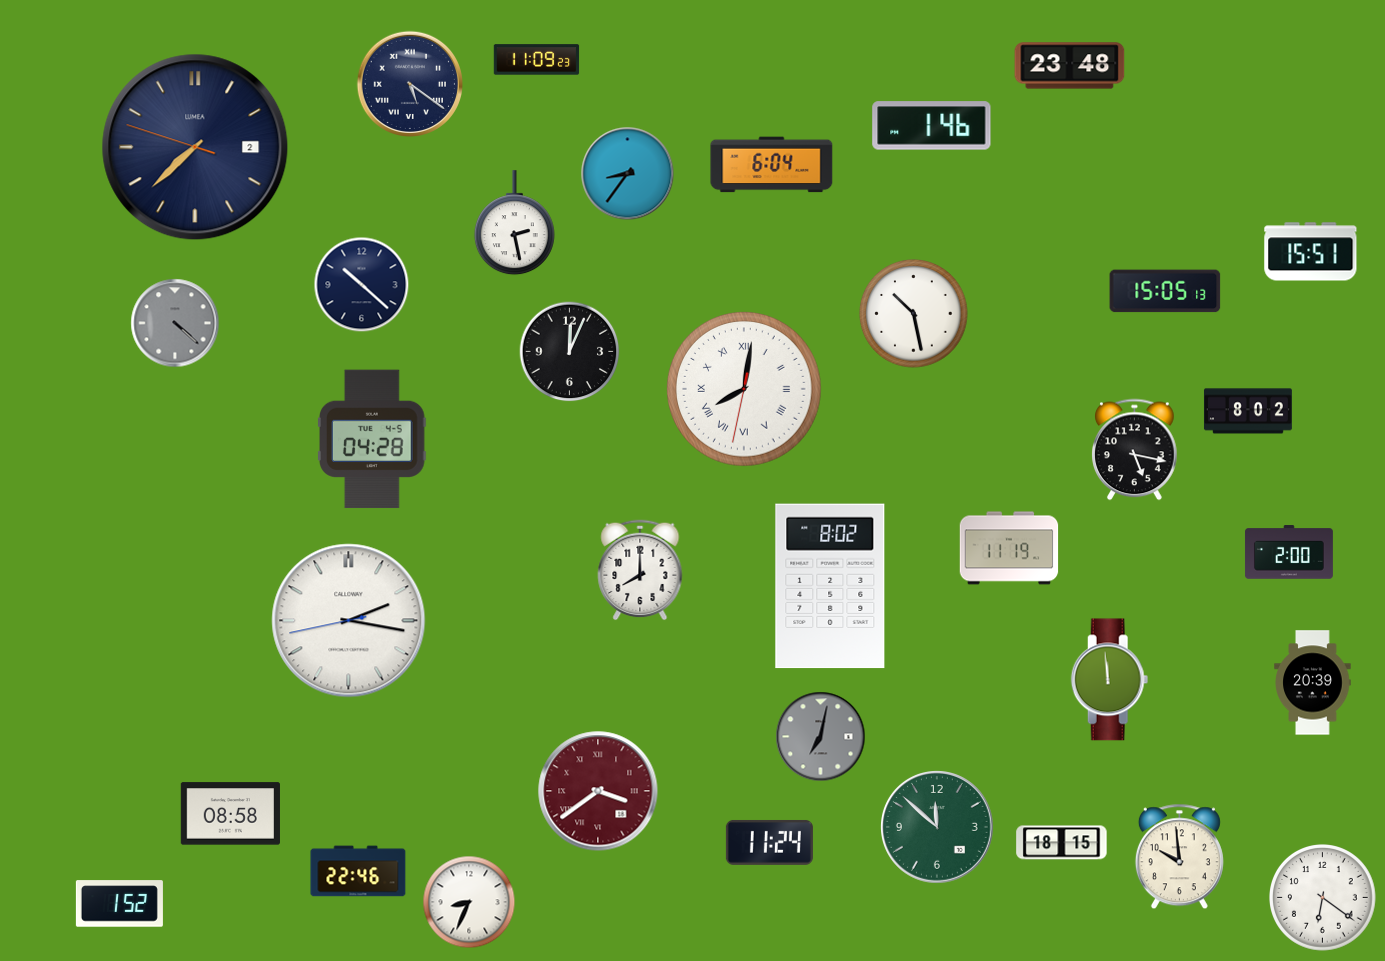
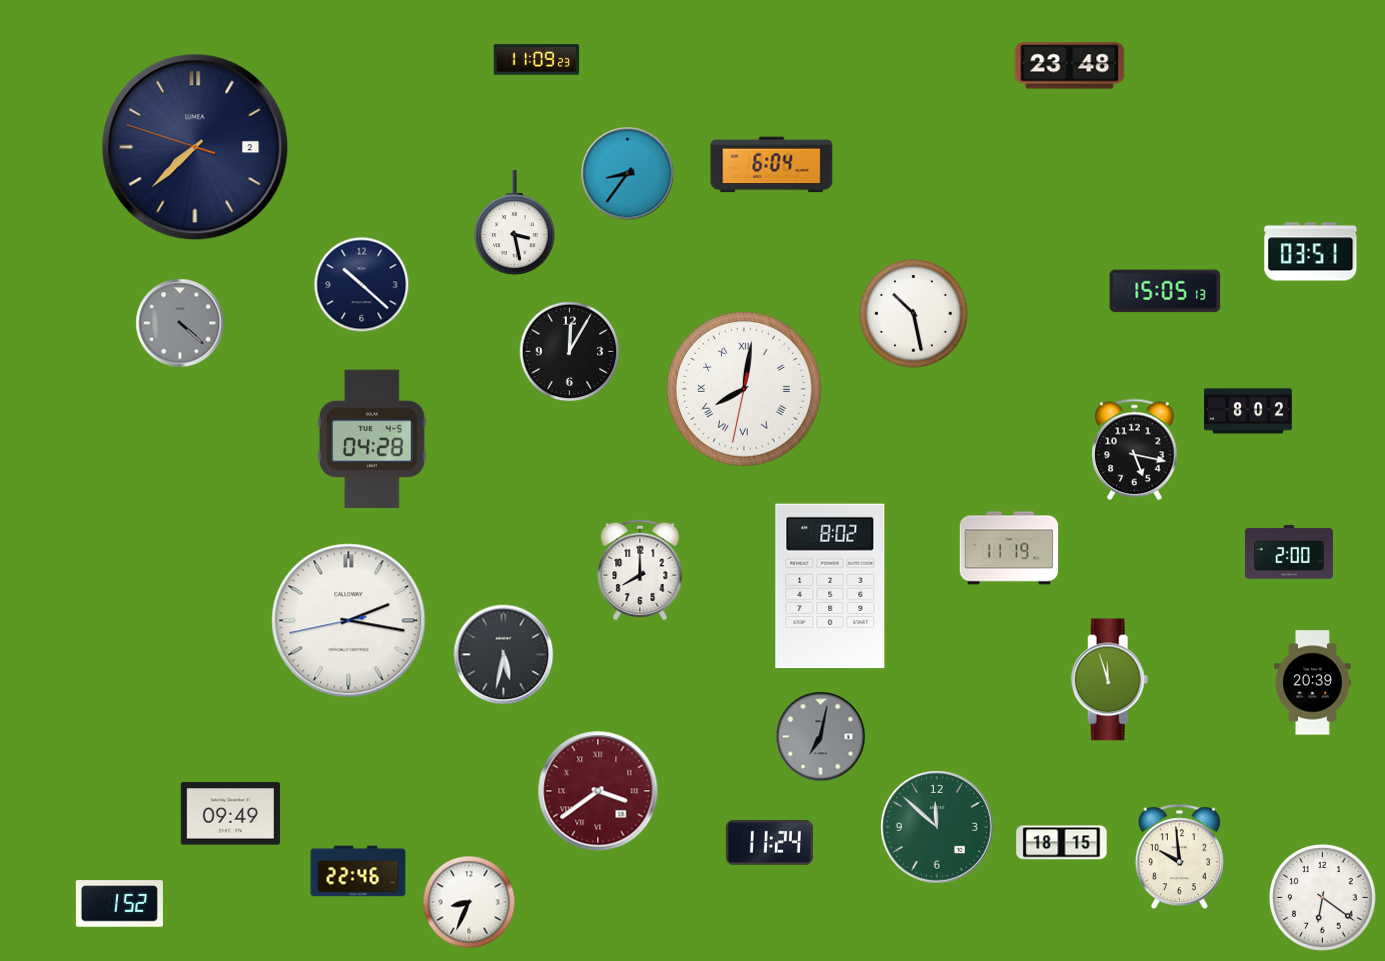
clock at (409, 83): 5:21 -> none
clock at (932, 126): 1:46 -> none
clock at (514, 223): 2:28 -> 3:28
clock at (1311, 252): 15:51 -> 03:51
clock at (175, 323) position: (175, 323) -> (180, 323)
clock at (570, 352): 12:04 -> 12:05
clock at (504, 655): none -> 5:32
clock at (1110, 680): 11:59 -> 11:57
clock at (230, 814): 08:58 -> 09:49
